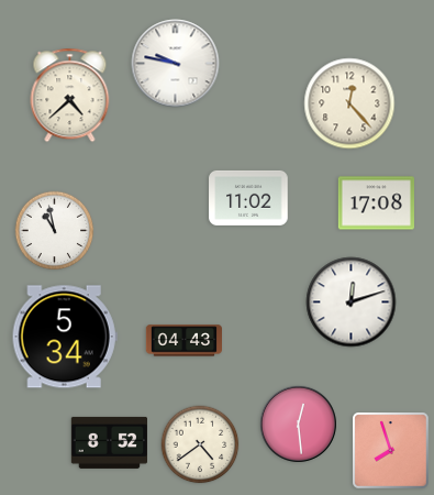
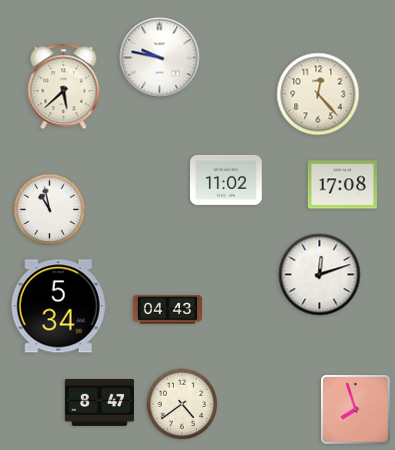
clock at (70, 96): 4:38 -> 5:38
clock at (298, 424): 12:29 -> none
clock at (109, 442): 8:52 -> 8:47
